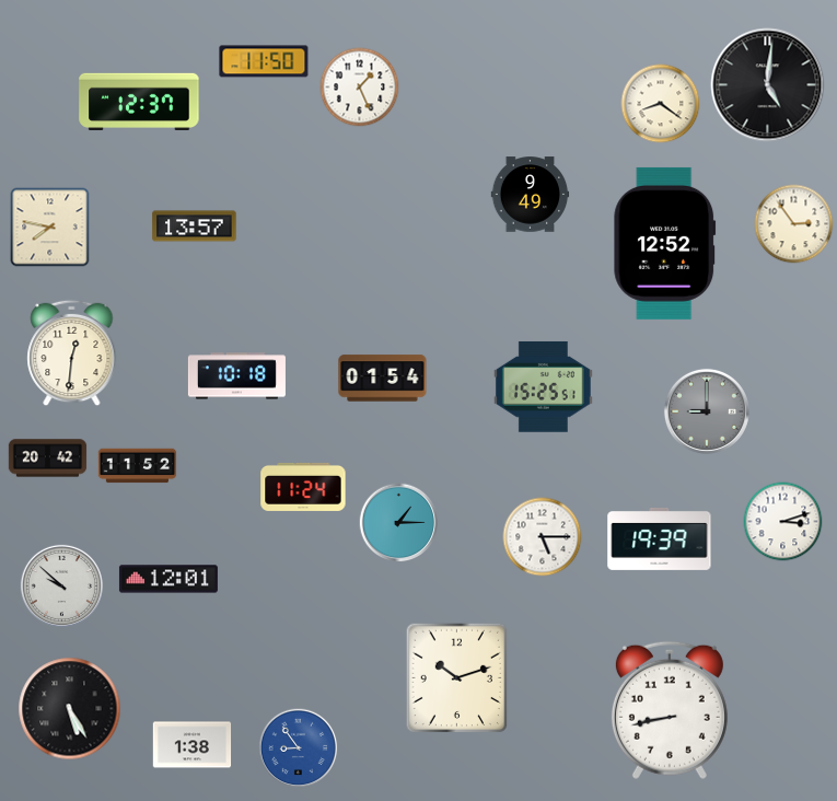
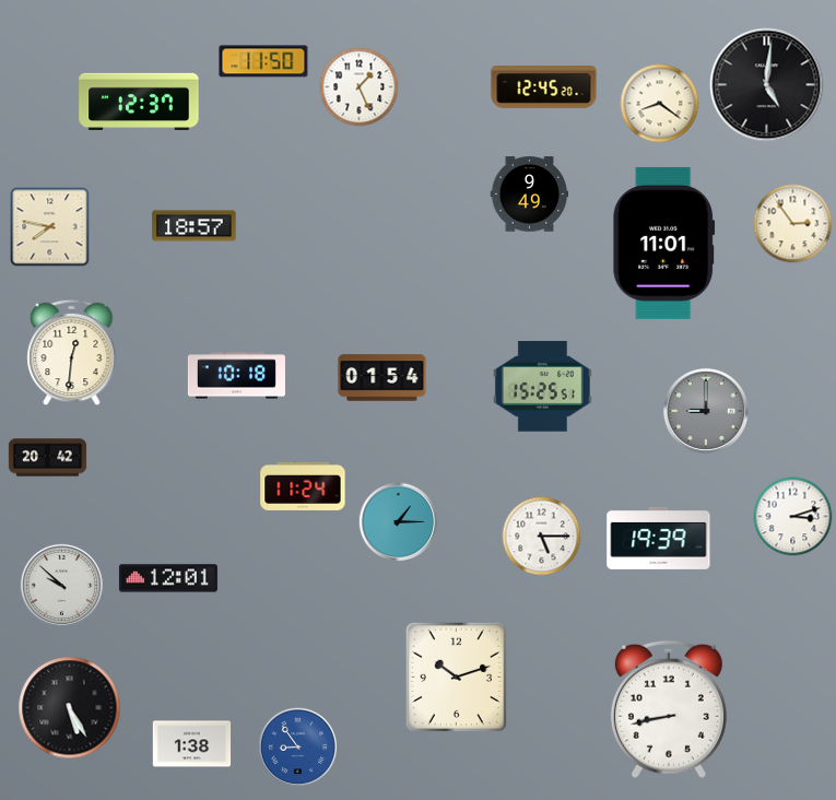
clock at (544, 87): none -> 12:45
clock at (195, 227): 13:57 -> 18:57
clock at (665, 243): 12:52 -> 11:01
clock at (138, 466): 11:52 -> none
clock at (783, 522) position: (783, 522) -> (793, 517)
